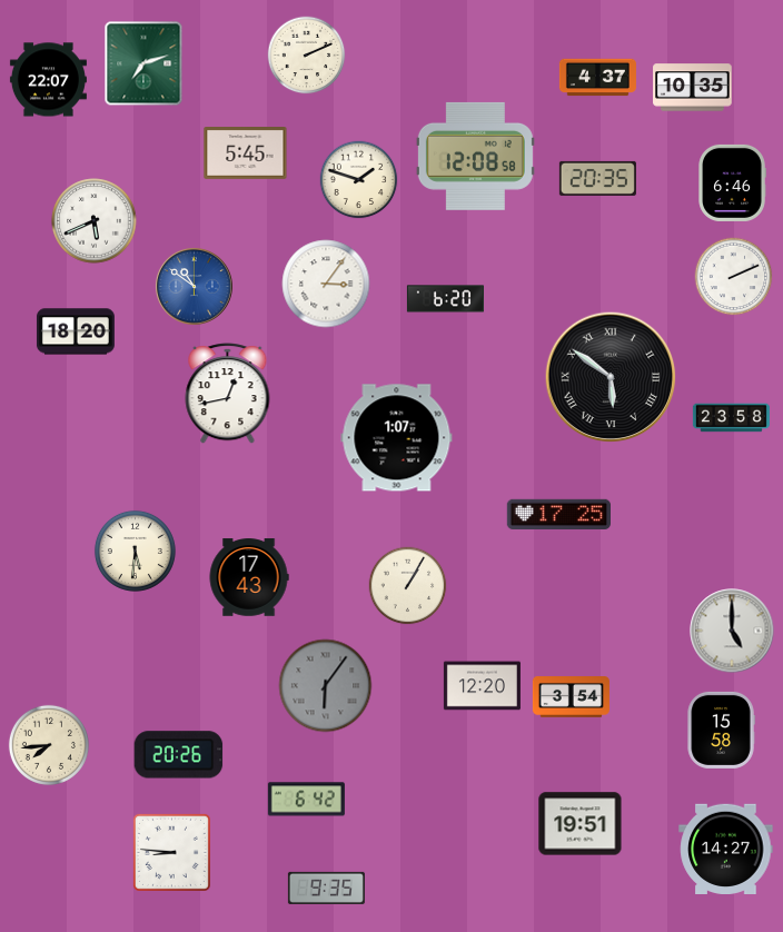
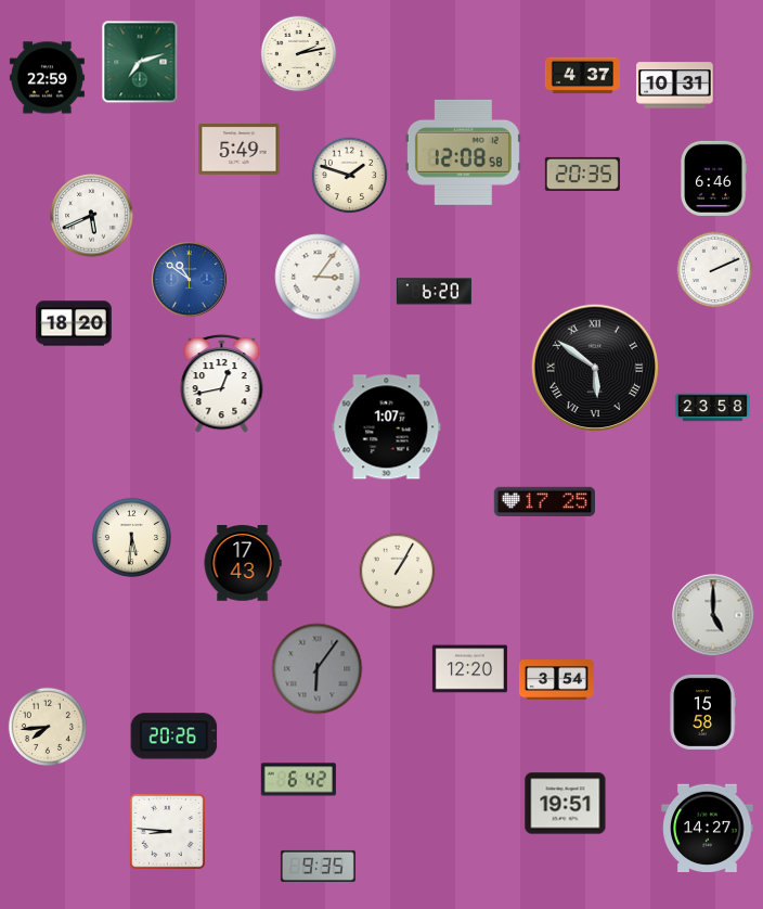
clock at (307, 56): 2:11 -> 2:13
clock at (48, 80): 22:07 -> 22:59
clock at (693, 88): 10:35 -> 10:31
clock at (246, 153): 5:45 -> 5:49
